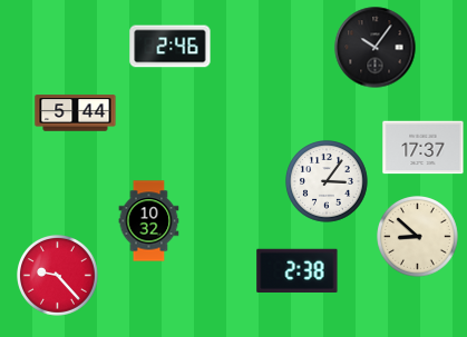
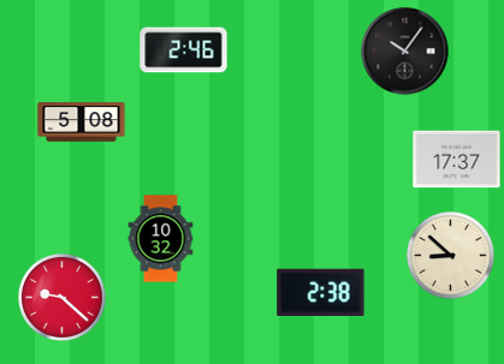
clock at (76, 113): 5:44 -> 5:08
clock at (328, 182): 3:06 -> none
clock at (58, 276): 9:23 -> 9:22
